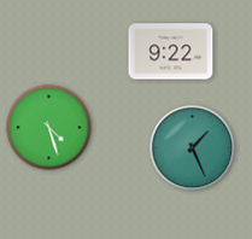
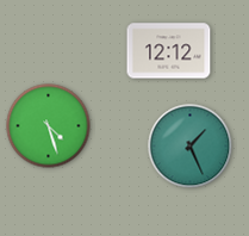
clock at (171, 52): 9:22 -> 12:12
